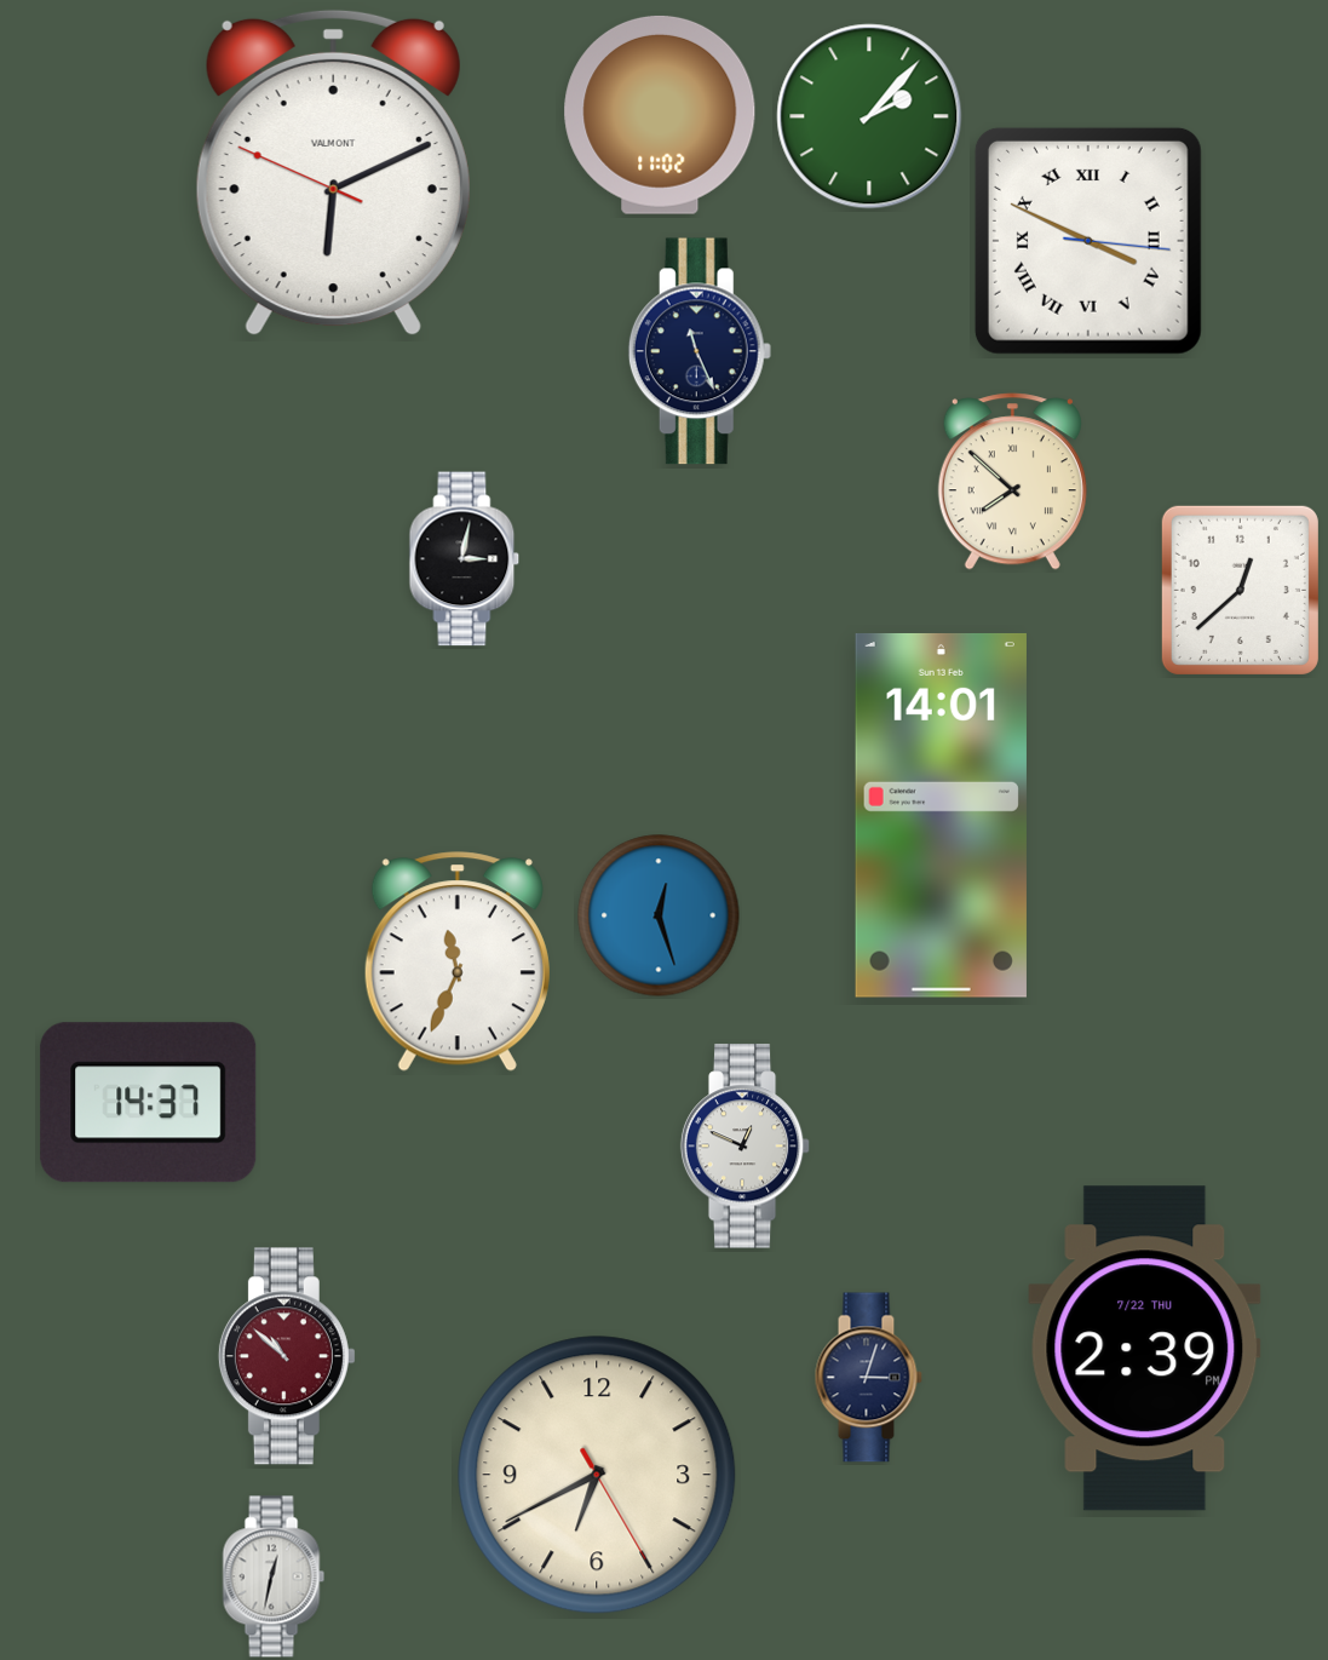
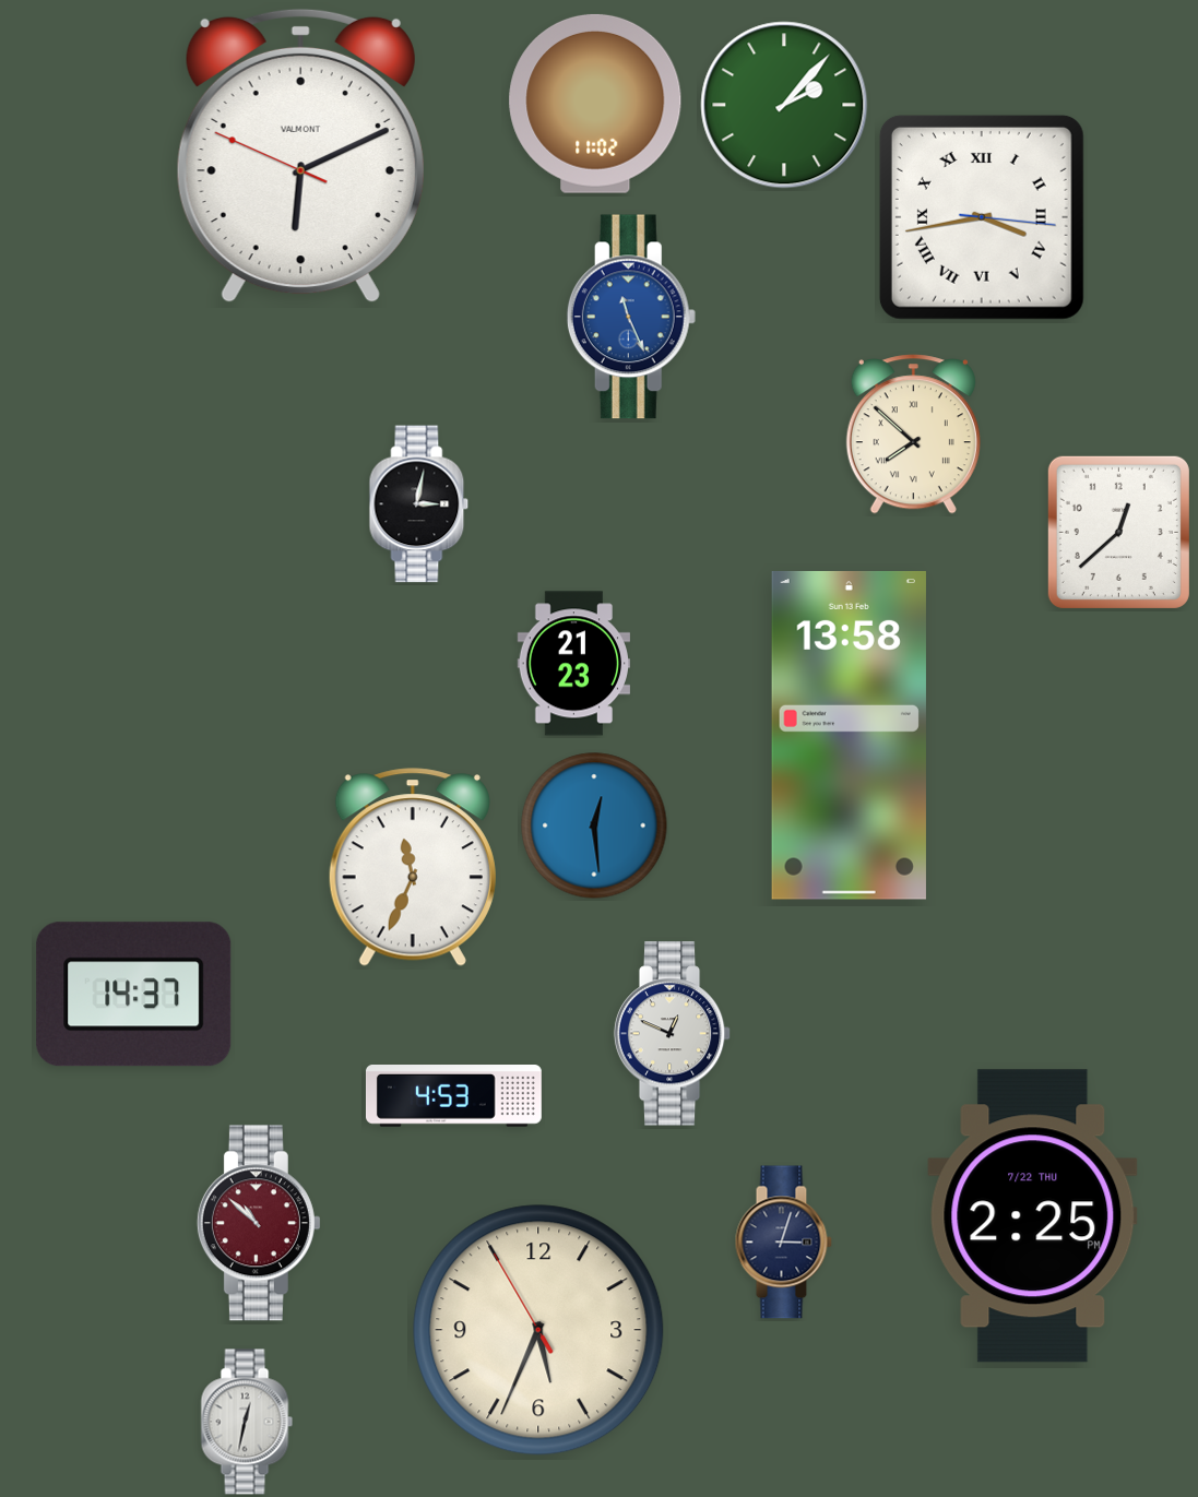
clock at (1088, 241): 3:49 -> 3:43
clock at (700, 351) dial: navy -> blue
clock at (573, 664): none -> 21:23
clock at (941, 815): 14:01 -> 13:58
clock at (659, 915): 12:27 -> 12:29
clock at (453, 1096): none -> 4:53
clock at (1145, 1349): 2:39 -> 2:25
clock at (597, 1475): 6:40 -> 5:33
